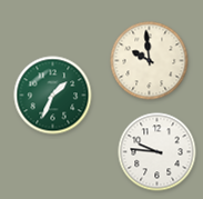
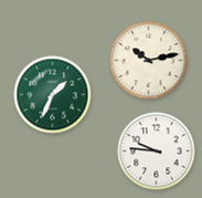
clock at (150, 61): 9:59 -> 10:13
